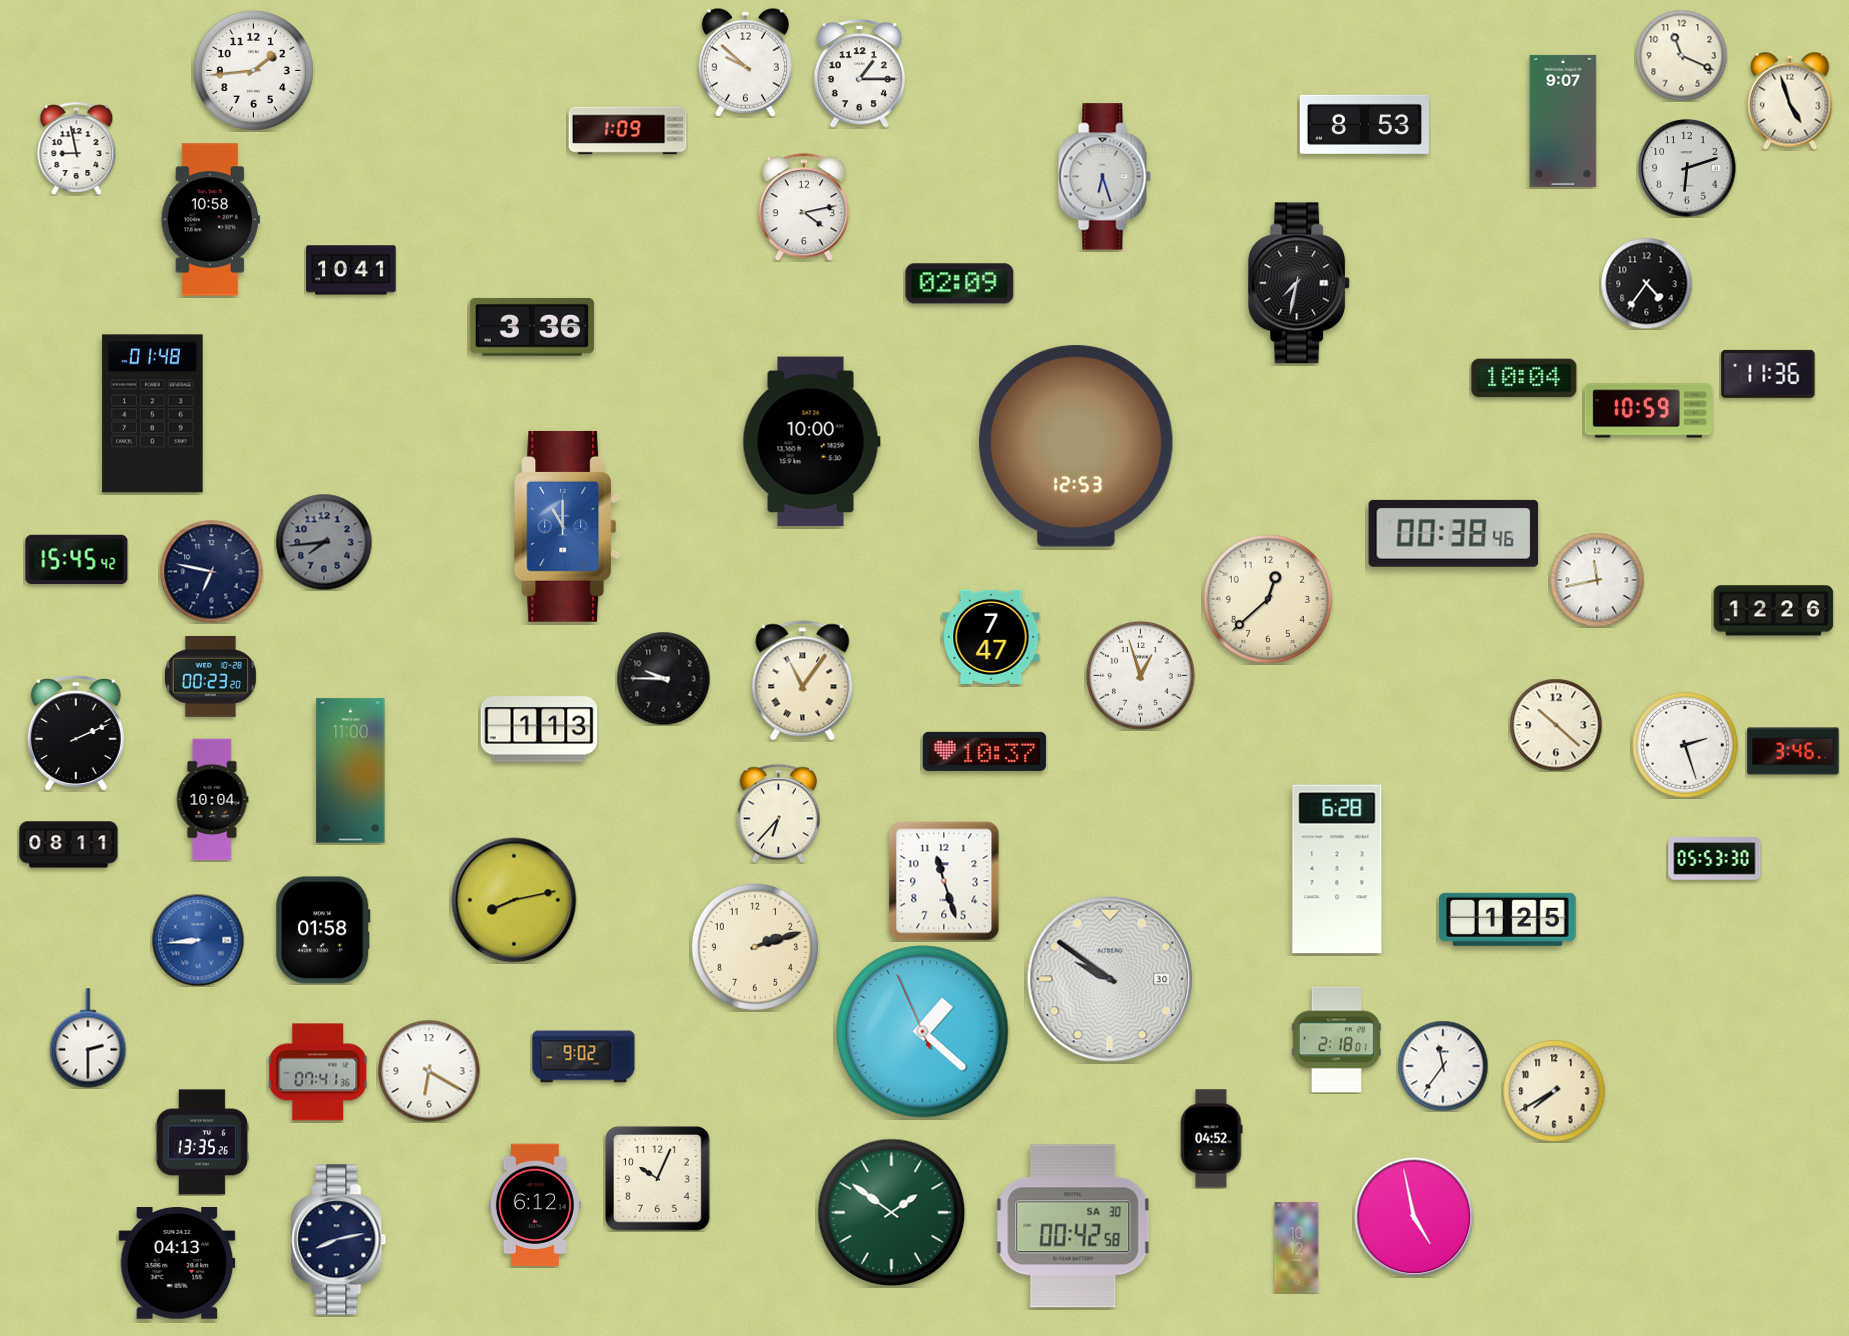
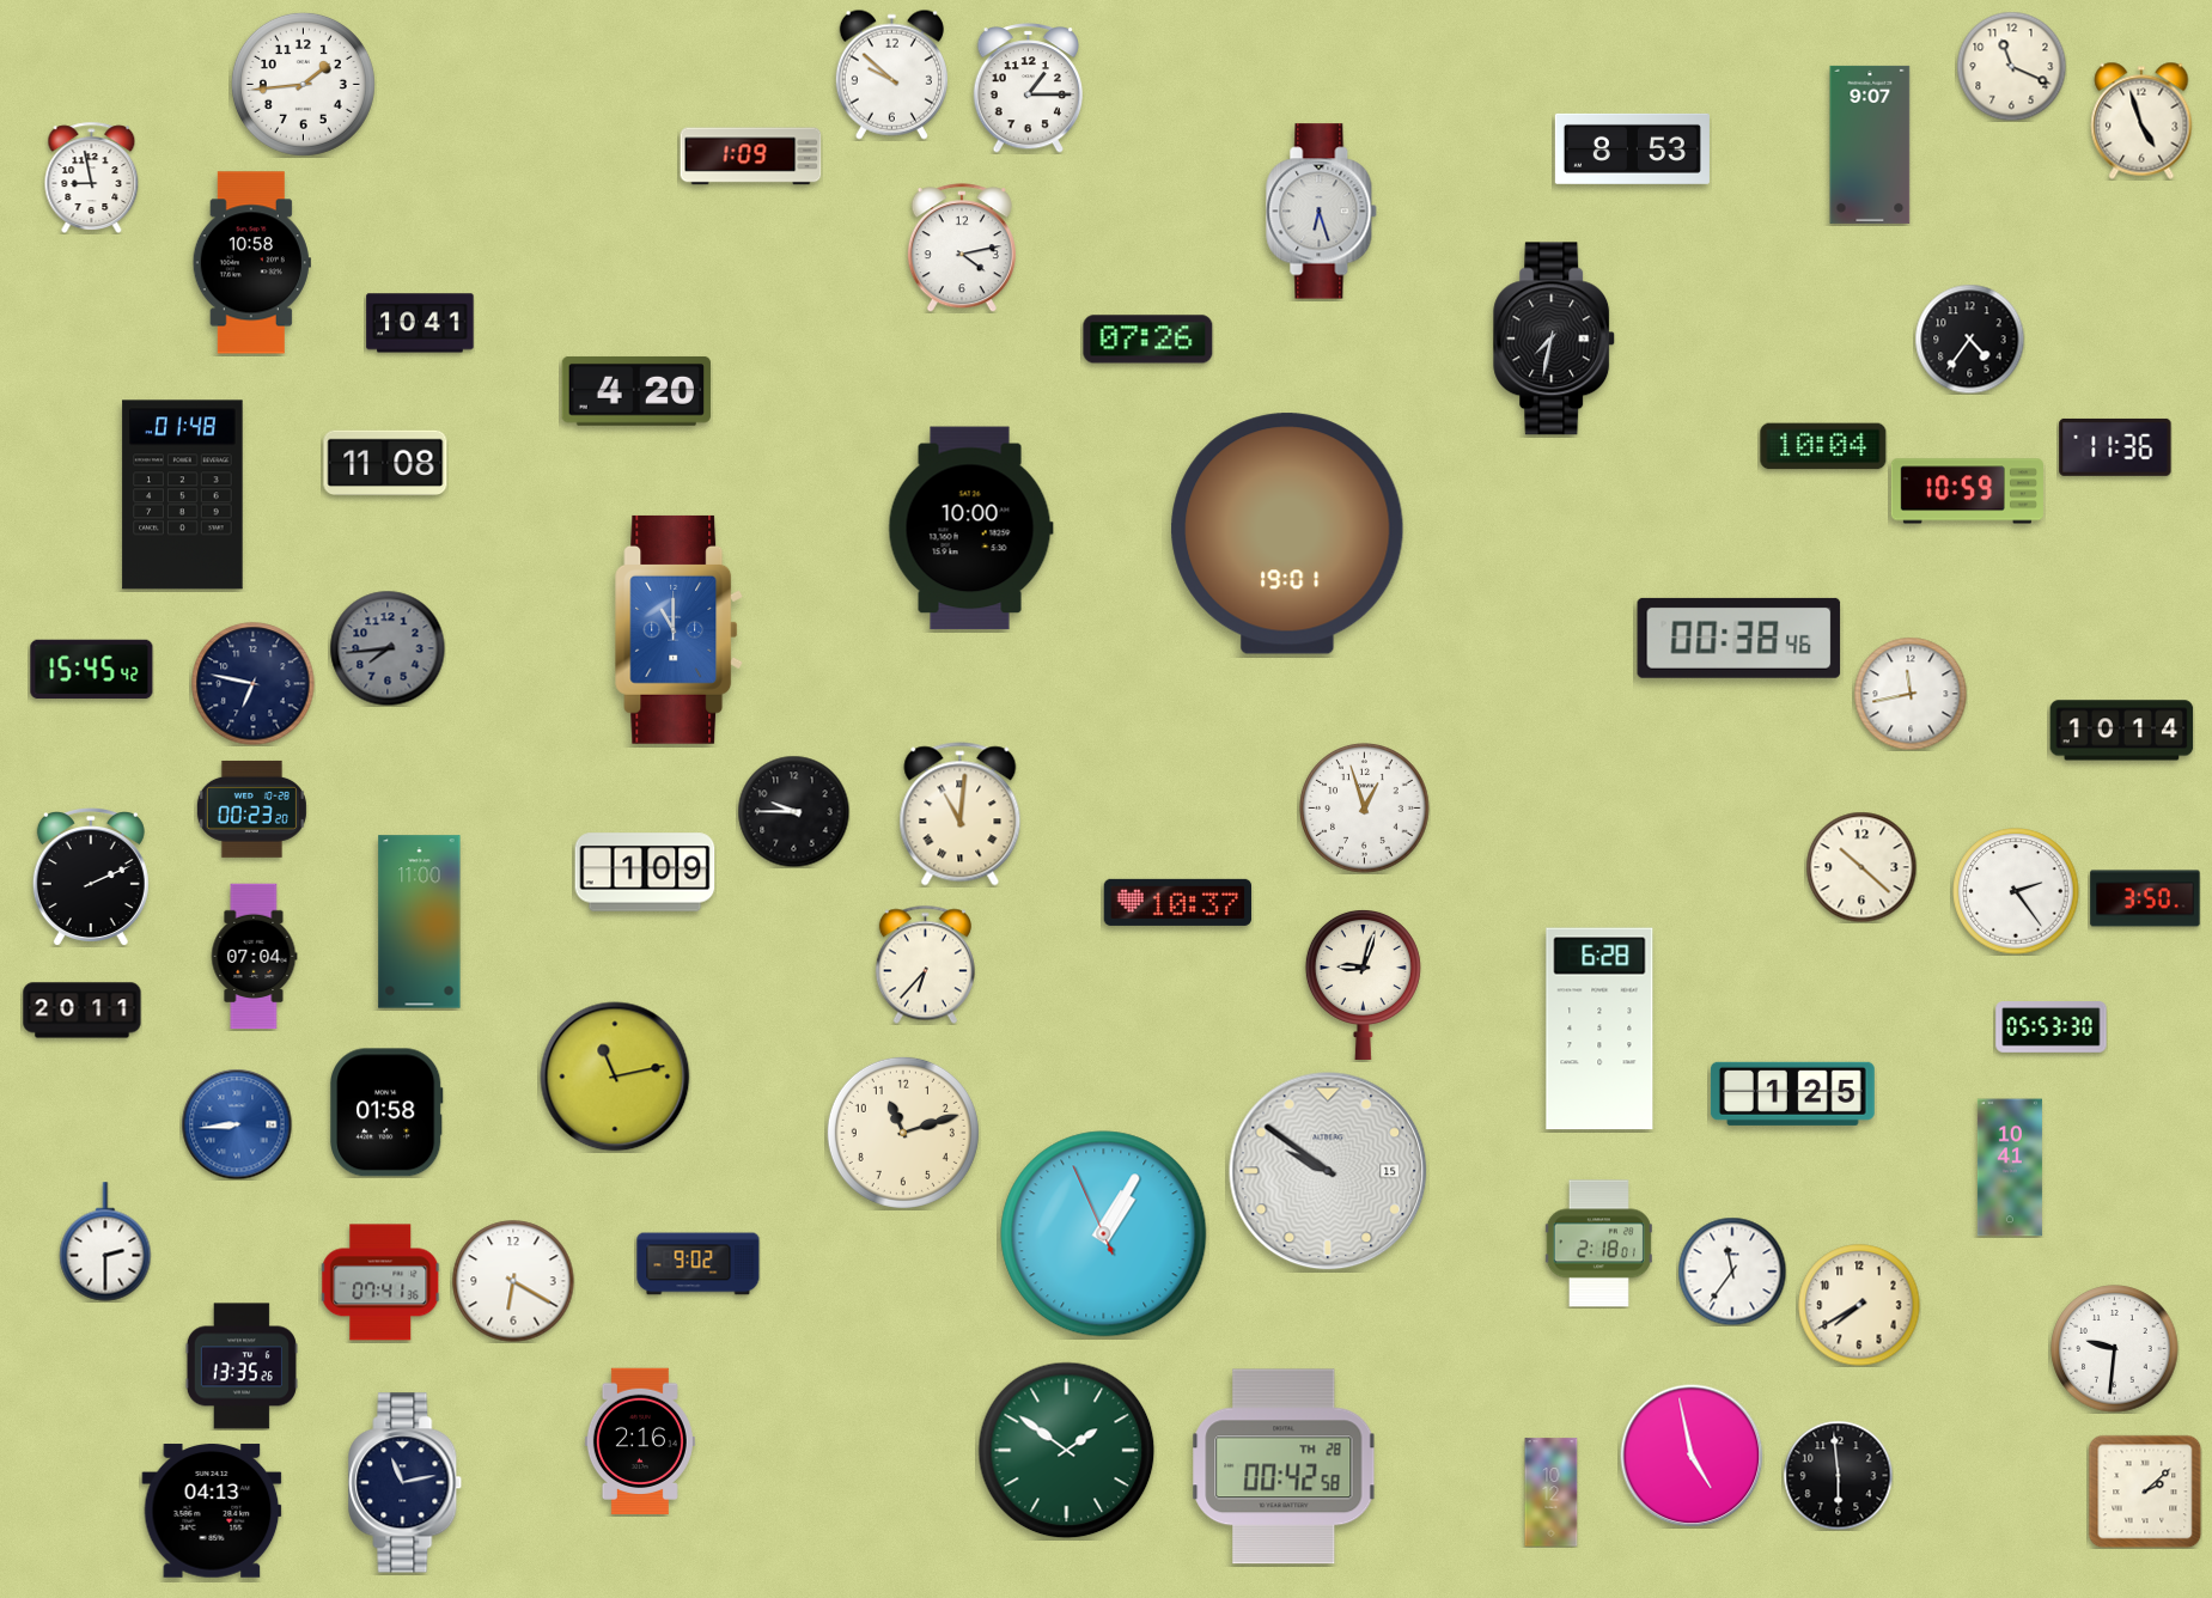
clock at (1687, 168): 6:12 -> none
clock at (960, 284): 02:09 -> 07:26
clock at (532, 327): 3:36 -> 4:20
clock at (1524, 378) position: (1524, 378) -> (1823, 446)
clock at (385, 462): none -> 11:08
clock at (1648, 411) position: (1648, 411) -> (1967, 492)
clock at (1076, 446): 12:53 -> 19:01
clock at (1268, 599): 12:38 -> none
clock at (1774, 611): 12:26 -> 10:14
clock at (991, 637): 7:47 -> none
clock at (803, 681): 11:06 -> 11:01
clock at (539, 729): 1:13 -> 1:09
clock at (1685, 745): 2:27 -> 2:24
clock at (985, 751) position: (985, 751) -> (1178, 902)
clock at (1793, 751): 3:46 -> 3:50
clock at (212, 800): 10:04 -> 07:04
clock at (778, 813) position: (778, 813) -> (925, 964)
clock at (1363, 984): none -> 9:03
clock at (69, 845): 08:11 -> 20:11
clock at (1337, 869) position: (1337, 869) -> (1599, 1029)
clock at (944, 881): 11:27 -> none
clock at (514, 900): 8:13 -> 11:13
clock at (1507, 919) position: (1507, 919) -> (1792, 1093)
clock at (755, 947): 2:12 -> 11:12
clock at (2010, 1167): none -> 10:41
clock at (1110, 979) date: 30 -> 15
clock at (923, 1032): 1:21 -> 1:04
clock at (1443, 1066) position: (1443, 1066) -> (1732, 1271)
clock at (2115, 1349): none -> 9:31
clock at (1212, 1139): 04:52 -> none
clock at (658, 1179): 10:04 -> none
clock at (535, 1205): 6:12 -> 2:16
clock at (1073, 1226) date: SA 30 -> TH 28
clock at (1838, 1475): none -> 5:59
clock at (339, 1240): 8:13 -> 11:13
clock at (2145, 1492): none -> 2:08
